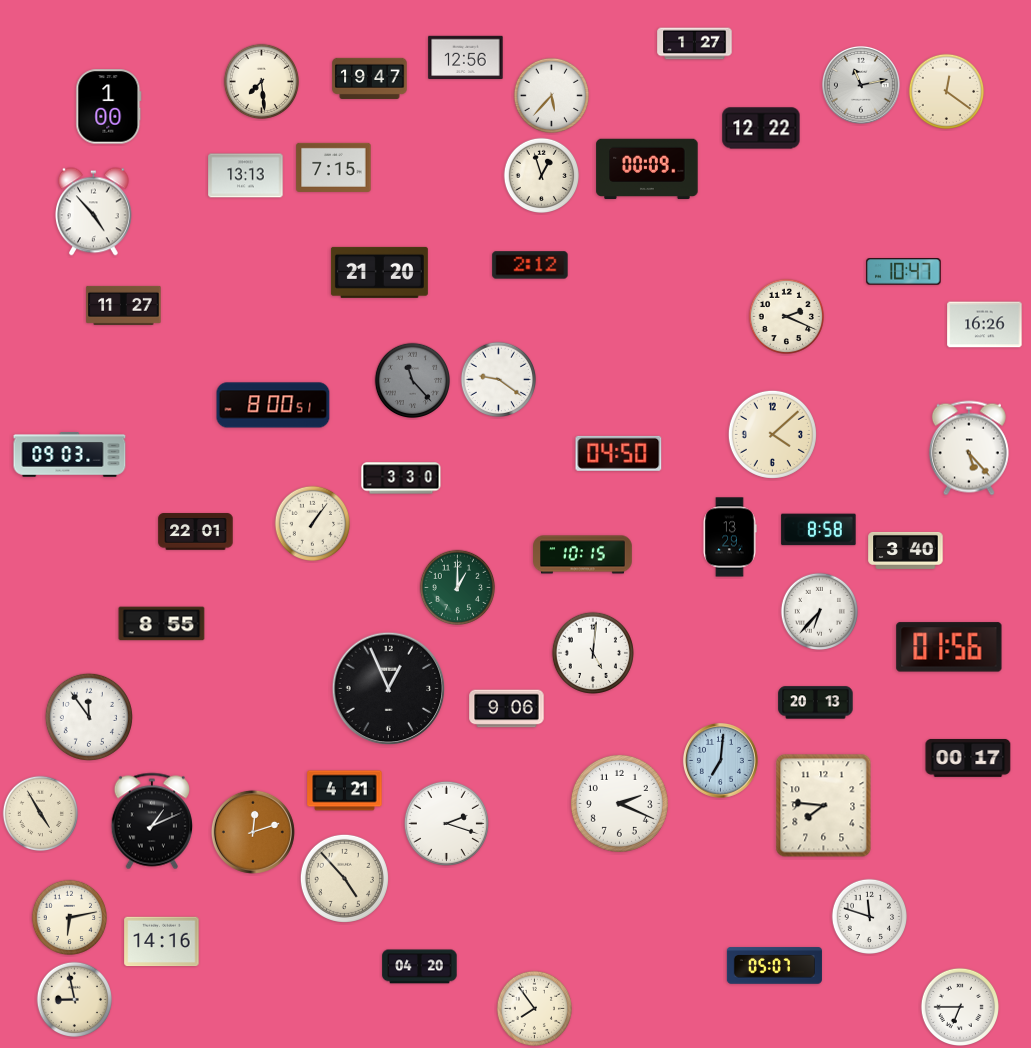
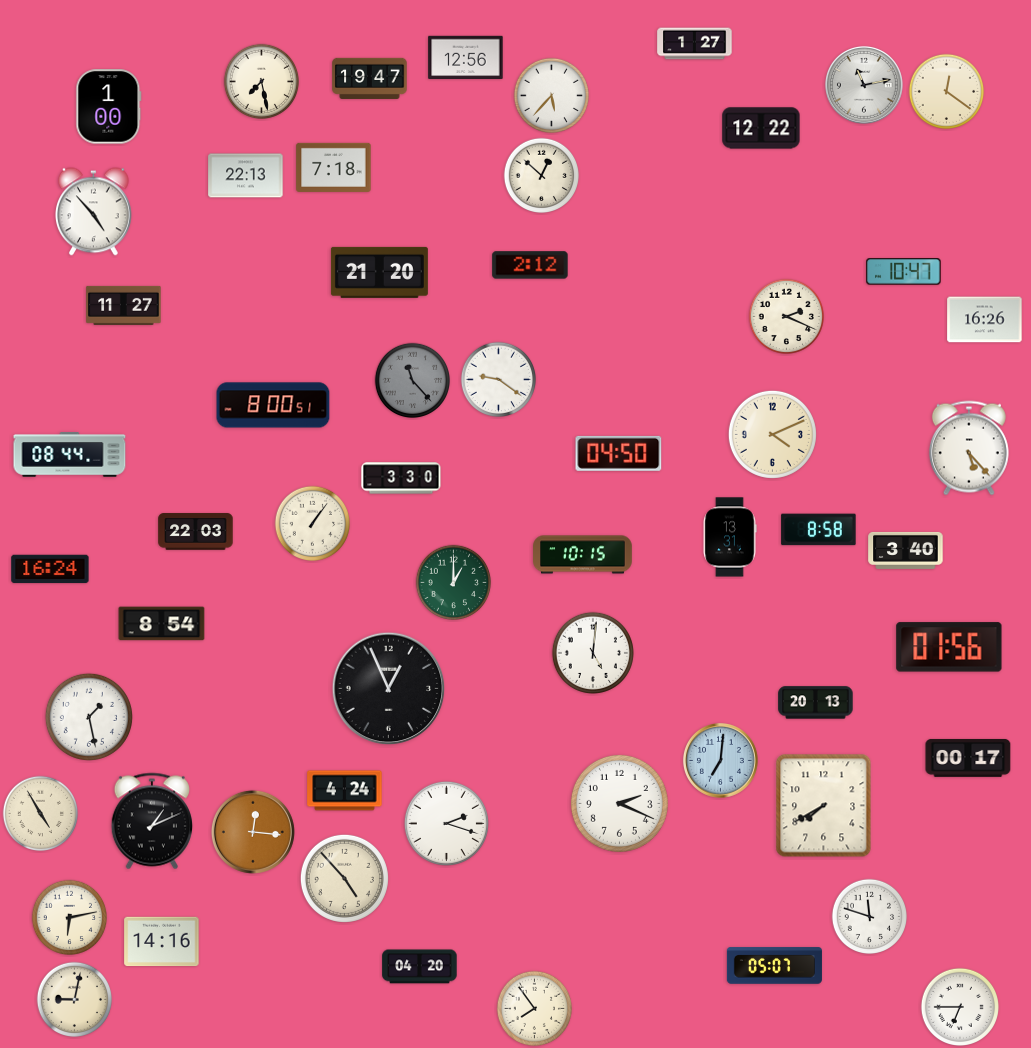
clock at (262, 82): 7:29 -> 7:28
clock at (861, 85) position: (861, 85) -> (864, 85)
clock at (334, 167): 7:15 -> 7:18
clock at (647, 169): 00:09 -> none
clock at (246, 176): 13:13 -> 22:13
clock at (542, 176): 12:57 -> 12:52
clock at (985, 325) position: (985, 325) -> (985, 320)
clock at (772, 434): 4:08 -> 4:11
clock at (70, 455): 09:03 -> 08:44
clock at (196, 532): 22:01 -> 22:03
clock at (730, 537): 13:29 -> 13:31
clock at (50, 569): none -> 16:24
clock at (458, 588) position: (458, 588) -> (454, 583)
clock at (819, 611): 6:37 -> none
clock at (162, 624): 8:55 -> 8:54
clock at (507, 709): 9:06 -> none
clock at (89, 717): 11:54 -> 1:28
clock at (345, 791): 4:21 -> 4:24
clock at (824, 806): 7:46 -> 7:40
clock at (253, 832): 12:12 -> 12:16
clock at (75, 1000): 8:58 -> 9:02
